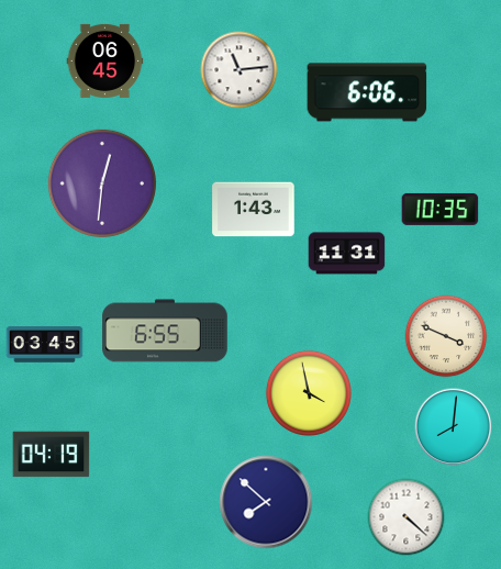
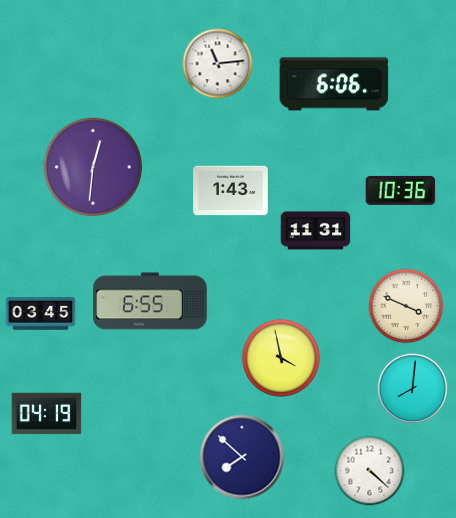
clock at (105, 60): 06:45 -> none
clock at (441, 209): 10:35 -> 10:36
